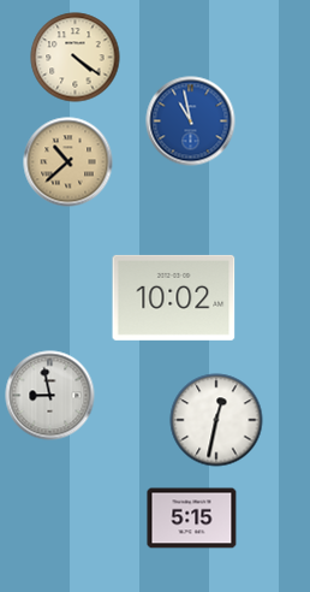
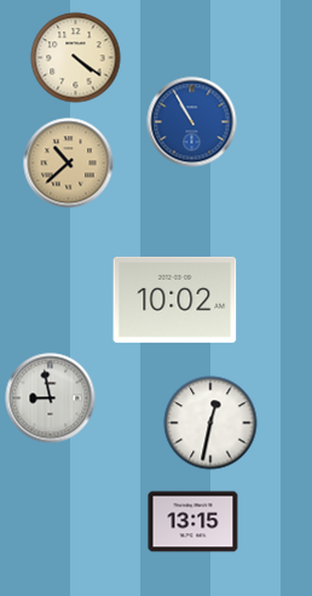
clock at (191, 122): 10:58 -> 10:55
clock at (216, 420) position: (216, 420) -> (210, 423)
clock at (192, 519): 5:15 -> 13:15
